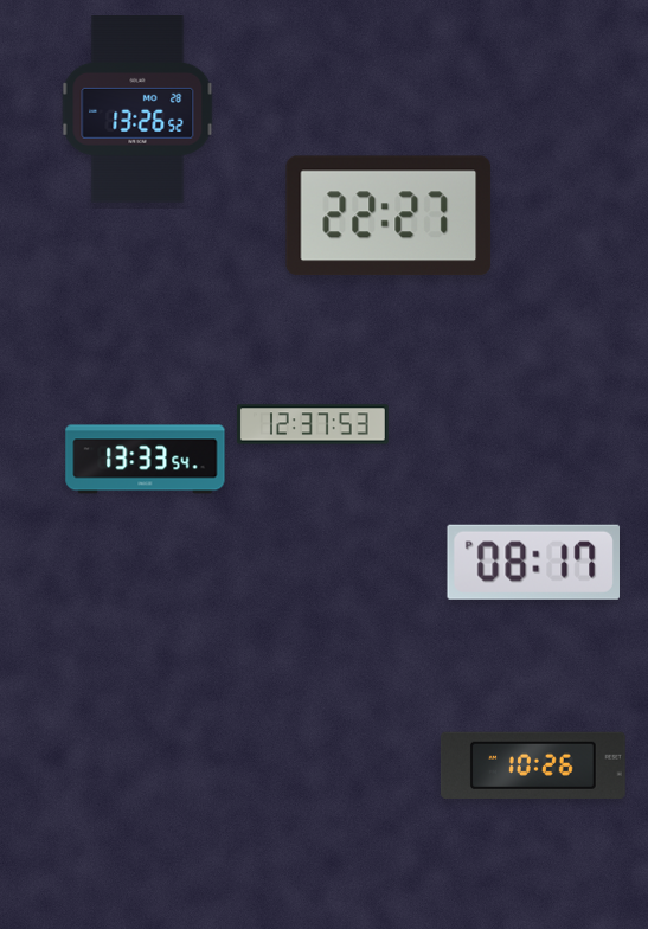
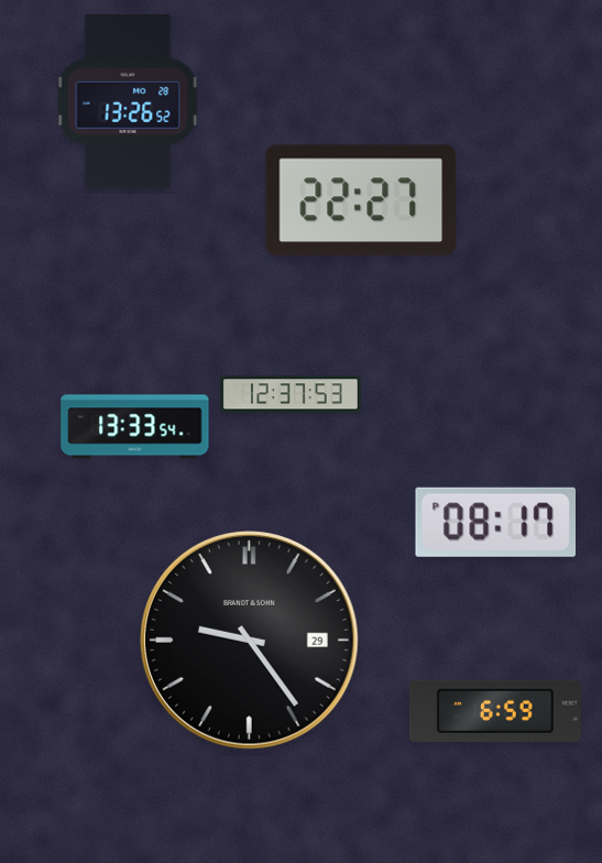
clock at (250, 641): none -> 9:24
clock at (533, 765): 10:26 -> 6:59
